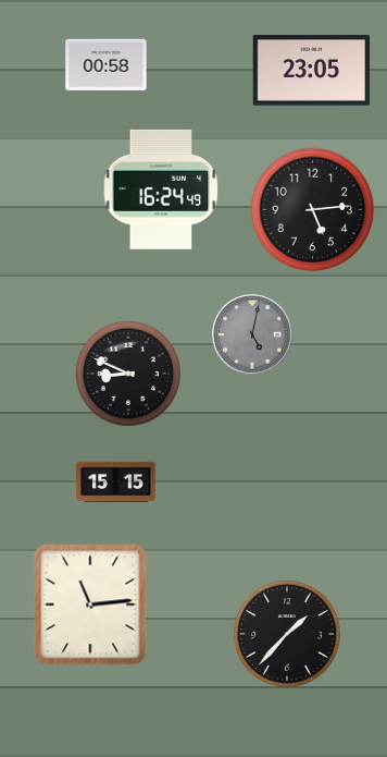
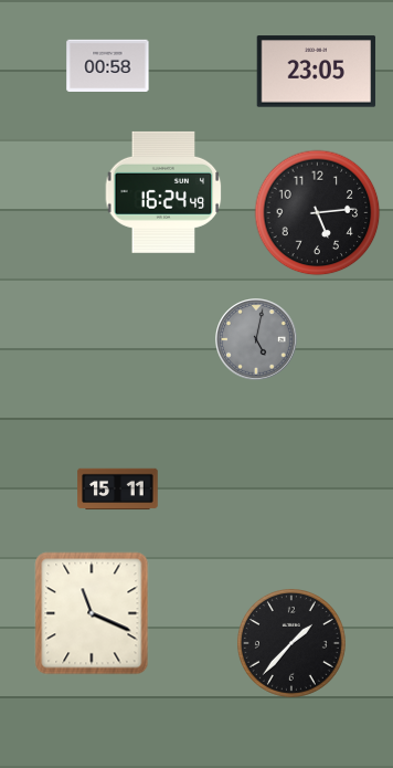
clock at (128, 374): 8:49 -> none
clock at (116, 483): 15:15 -> 15:11
clock at (90, 605): 11:14 -> 11:19
